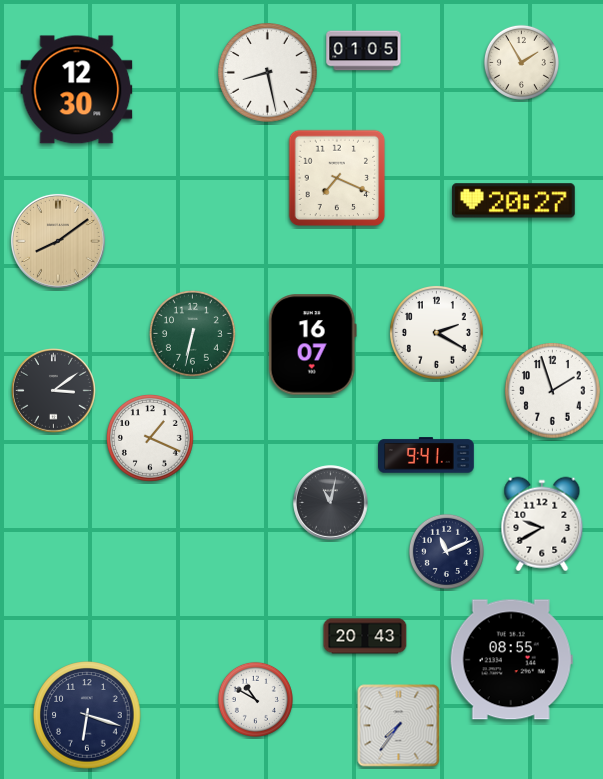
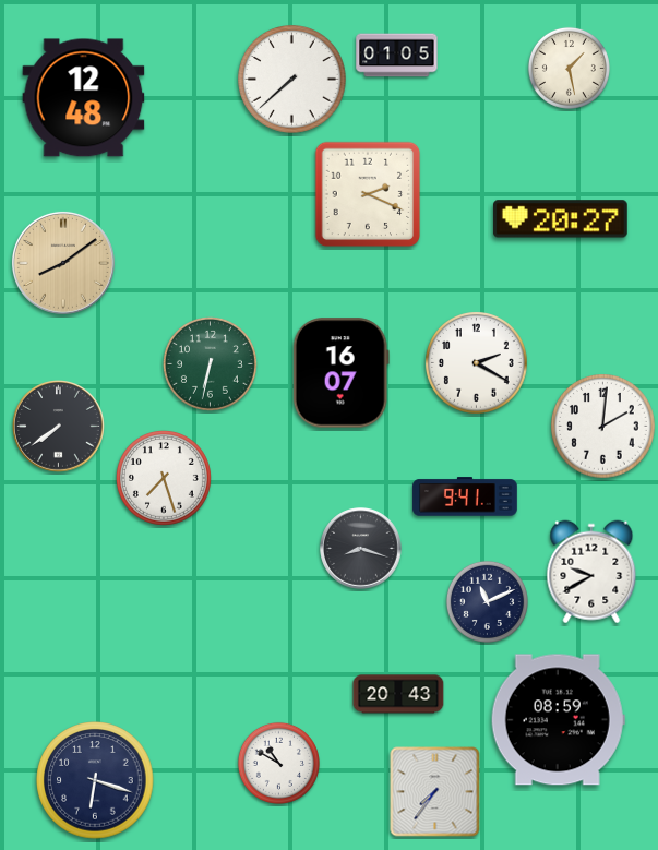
clock at (521, 62): 1:55 -> 1:28
clock at (268, 73): 8:28 -> 7:38
clock at (77, 90): 12:30 -> 12:48
clock at (337, 178): 7:19 -> 2:19
clock at (312, 345) position: (312, 345) -> (340, 373)
clock at (54, 391): 3:09 -> 7:39
clock at (553, 391): 1:57 -> 2:01
clock at (150, 438): 1:19 -> 7:27
clock at (331, 503): 11:02 -> 8:18
clock at (511, 660): 08:55 -> 08:59
